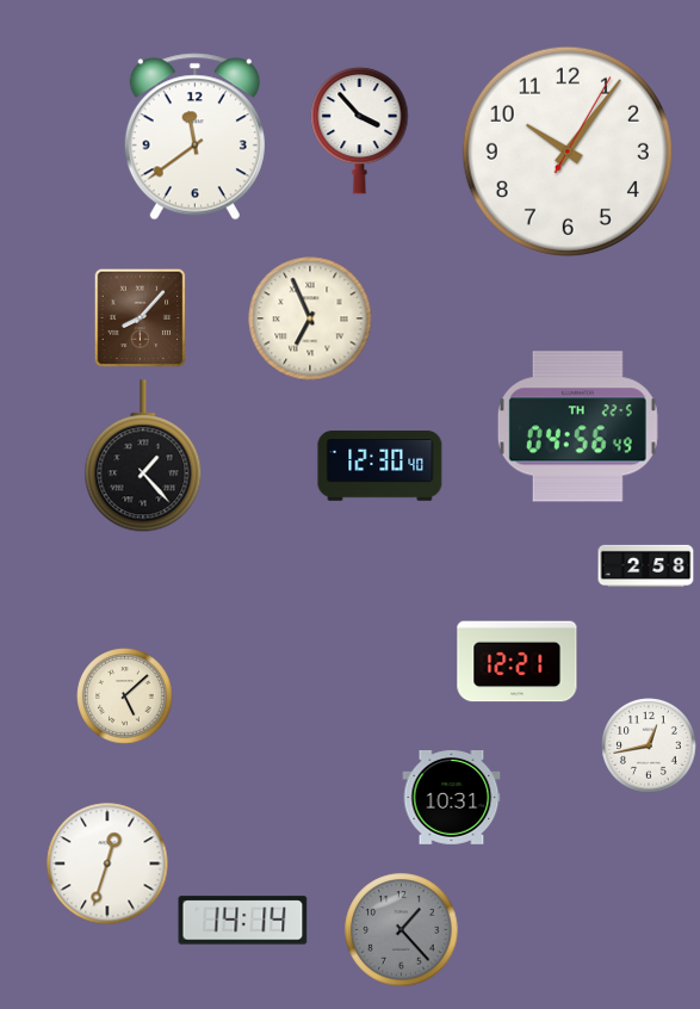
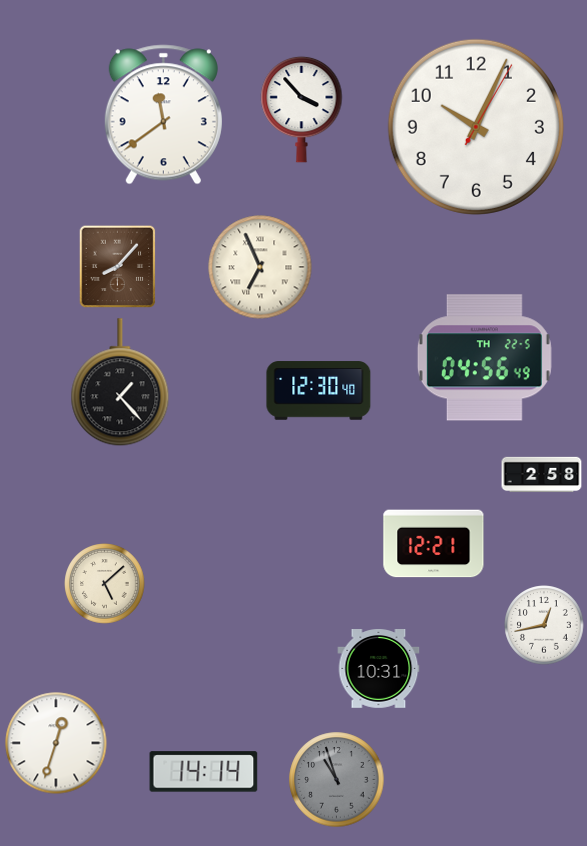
clock at (568, 151): 10:06 -> 10:04
clock at (518, 662) position: (518, 662) -> (434, 544)
clock at (107, 863) position: (107, 863) -> (56, 743)
clock at (402, 930): 1:23 -> 10:57
